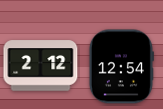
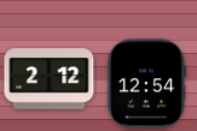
clock at (121, 67) position: (121, 67) -> (146, 84)
